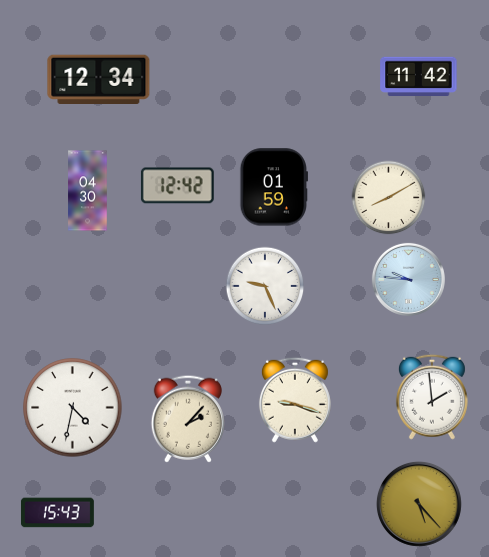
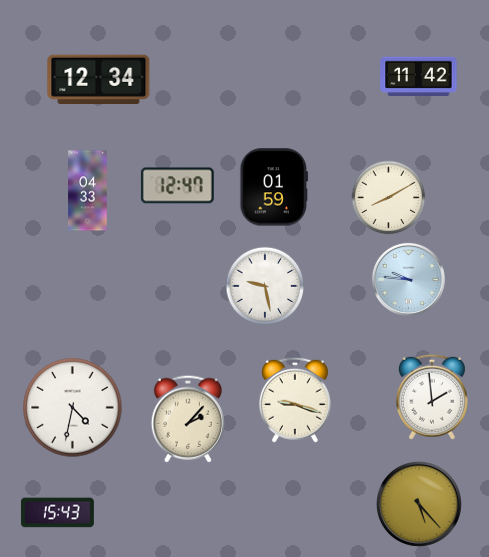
clock at (177, 186): 12:42 -> 12:47
clock at (88, 191): 04:30 -> 04:33
clock at (265, 286): 9:26 -> 9:28
